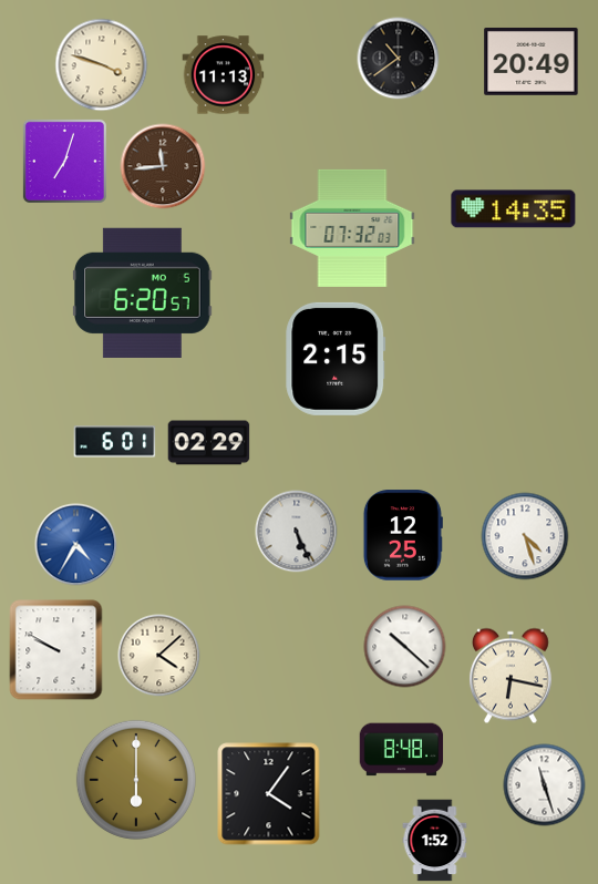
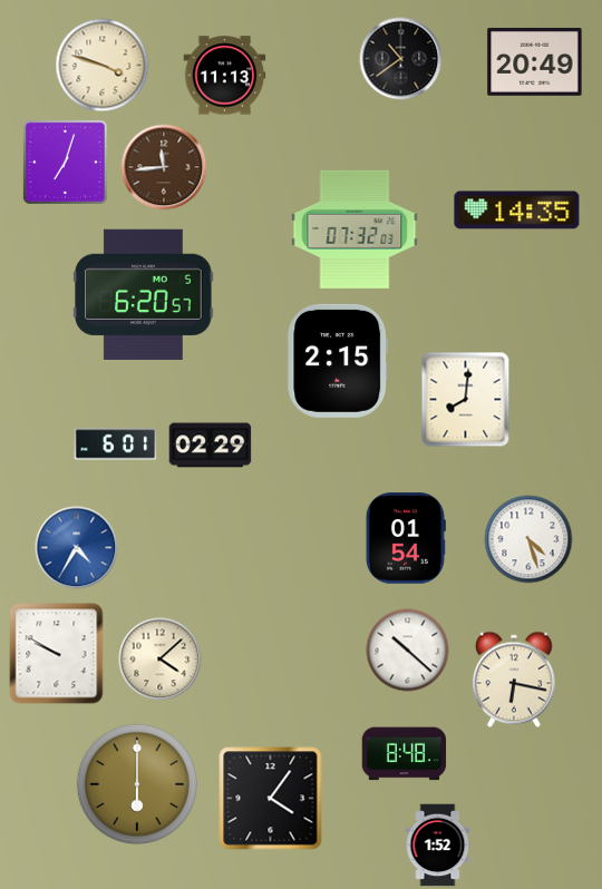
clock at (466, 400): none -> 8:01
clock at (297, 532): 5:26 -> none
clock at (403, 535): 12:25 -> 01:54
clock at (545, 785): 11:27 -> none
